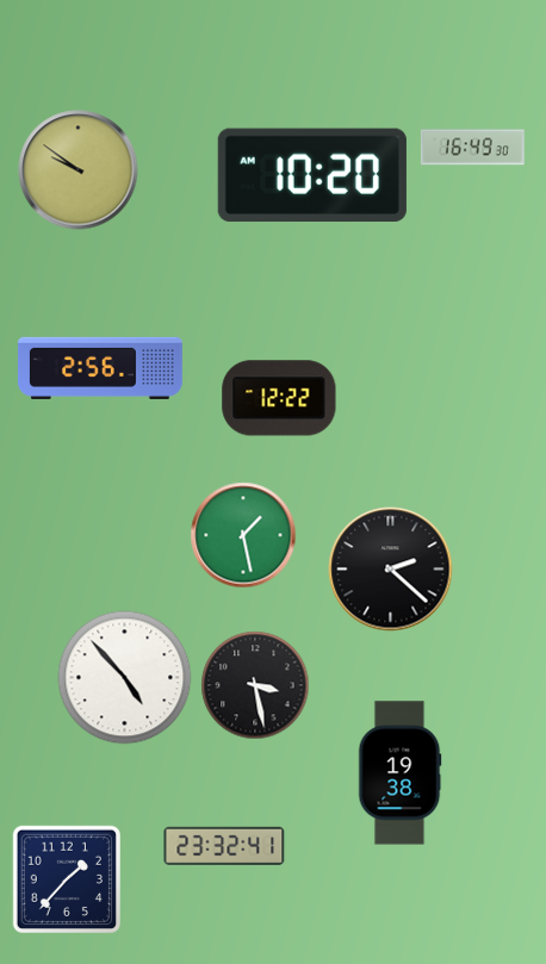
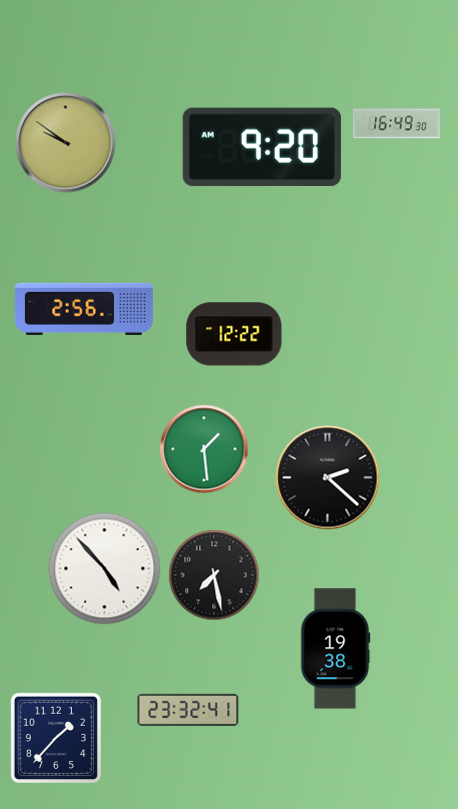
clock at (312, 175): 10:20 -> 9:20
clock at (243, 535): 1:28 -> 1:29
clock at (255, 685): 3:28 -> 7:28
